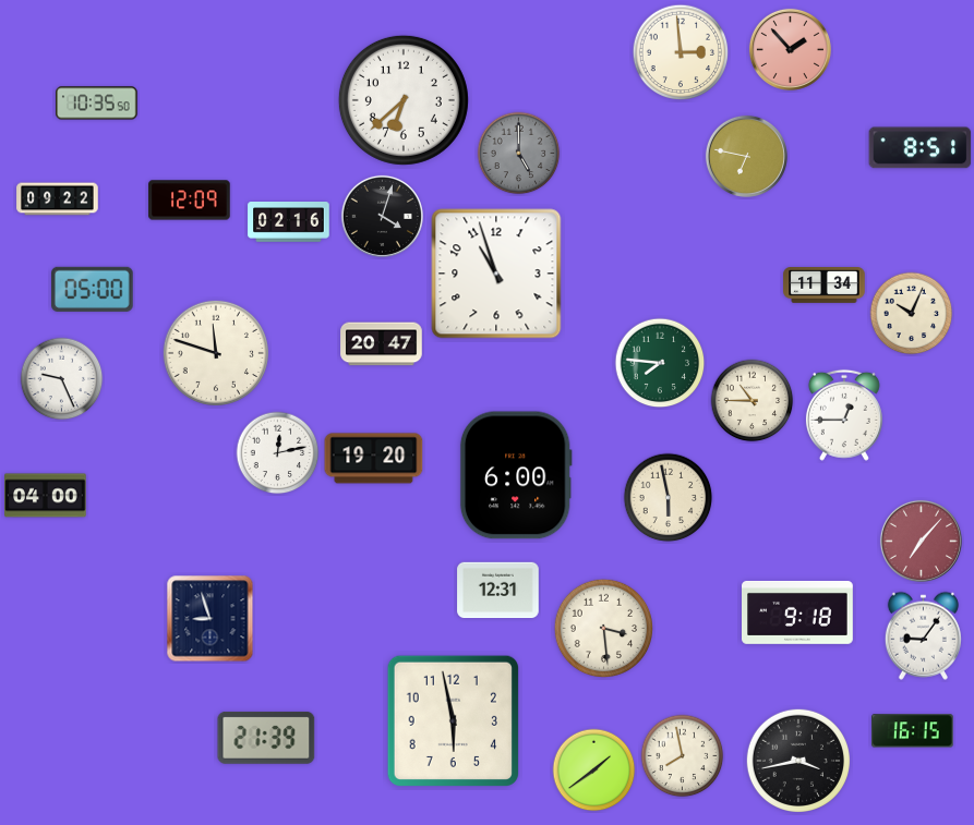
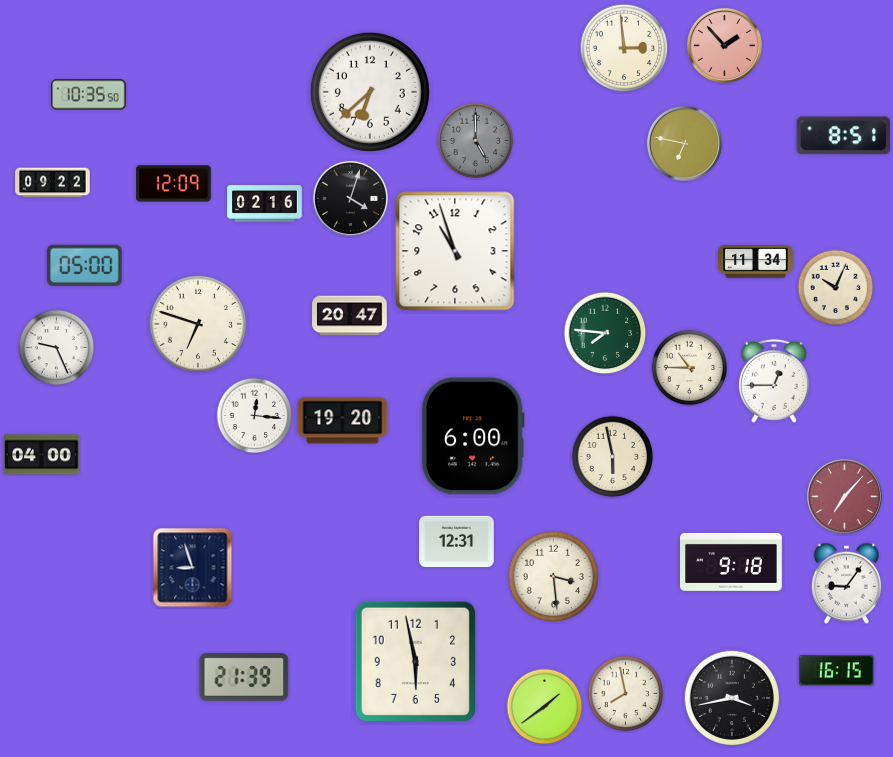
clock at (216, 353): 11:48 -> 6:48
clock at (278, 453): 12:13 -> 12:16
